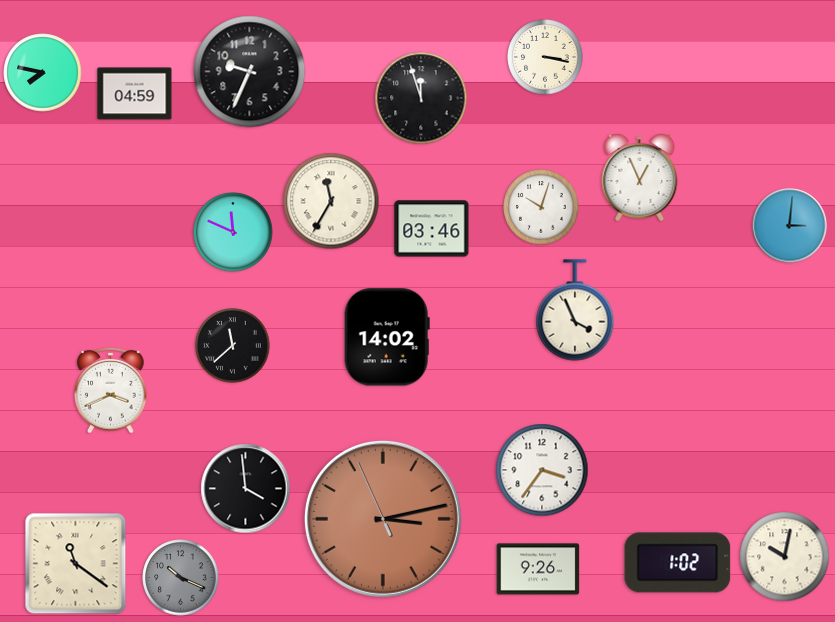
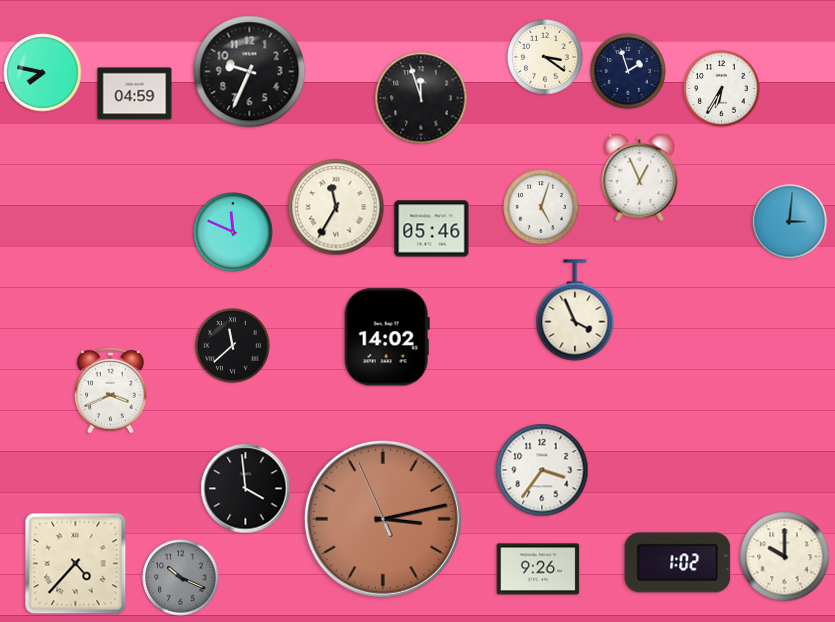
clock at (545, 57): 3:17 -> 3:21
clock at (628, 71): none -> 1:57
clock at (722, 89): none -> 6:35
clock at (331, 201) position: (331, 201) -> (336, 207)
clock at (541, 207): 10:03 -> 5:03
clock at (790, 226) position: (790, 226) -> (790, 222)
clock at (432, 229): 03:46 -> 05:46
clock at (785, 557): 10:02 -> 10:00
clock at (76, 564): 11:21 -> 4:37
